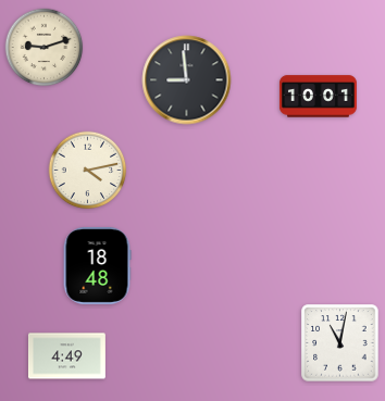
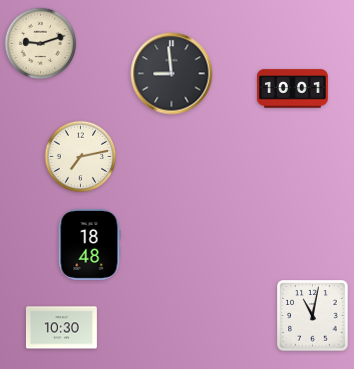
clock at (88, 171): 4:13 -> 7:13
clock at (66, 356): 4:49 -> 10:30
